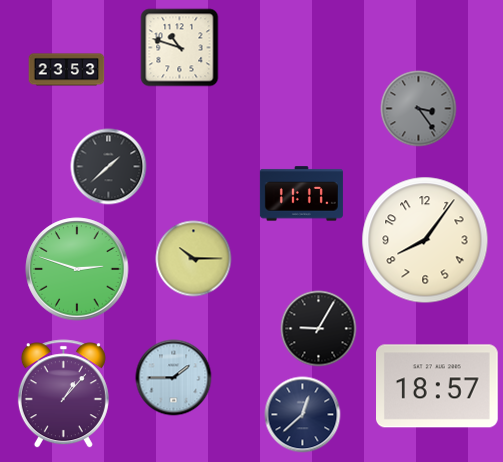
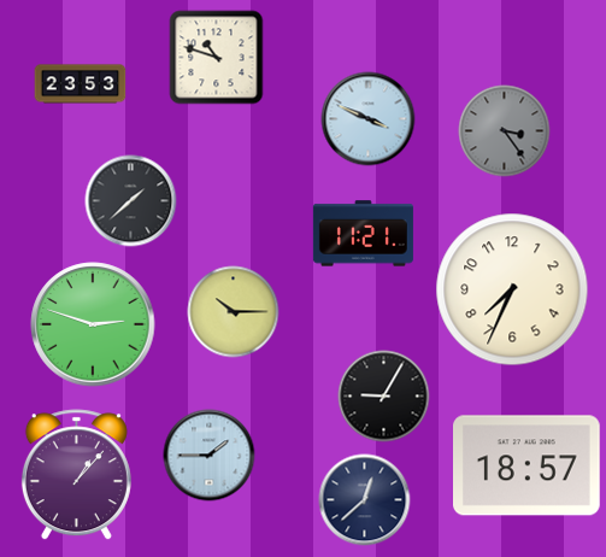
clock at (369, 119): none -> 3:49
clock at (301, 194): 11:17 -> 11:21
clock at (425, 240): 8:06 -> 7:34
